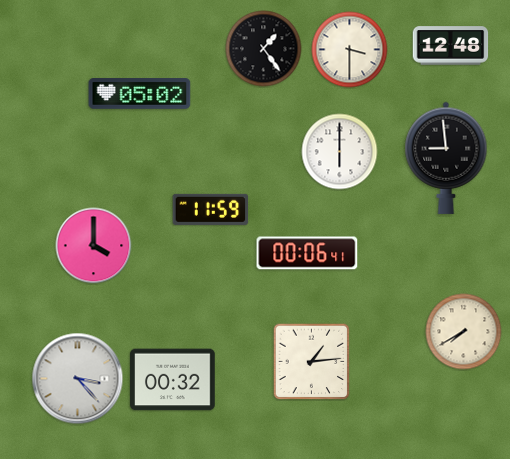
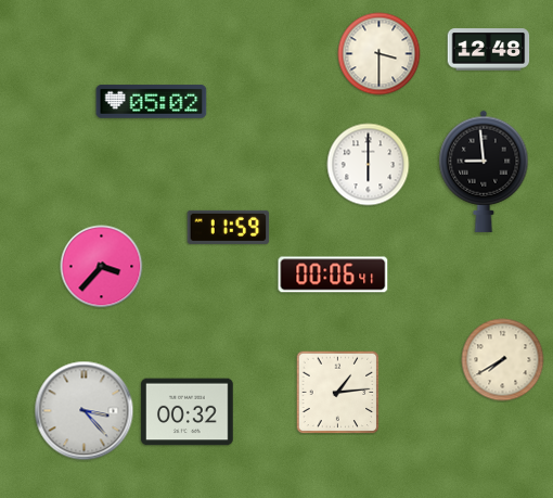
clock at (264, 49): 1:24 -> none
clock at (94, 246): 4:00 -> 3:37
